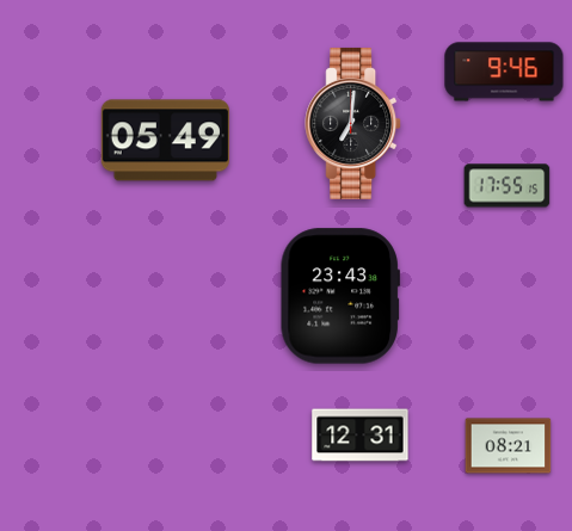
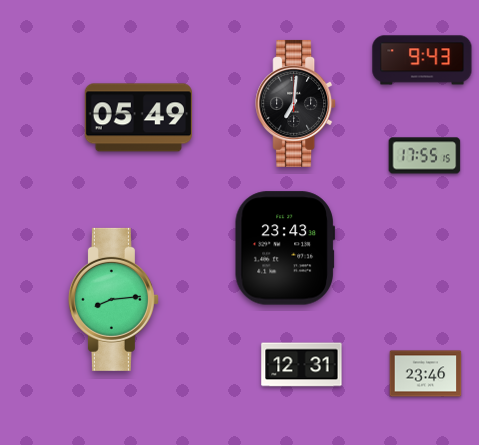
clock at (504, 72): 9:46 -> 9:43
clock at (113, 299): none -> 8:14
clock at (509, 446): 08:21 -> 23:46
